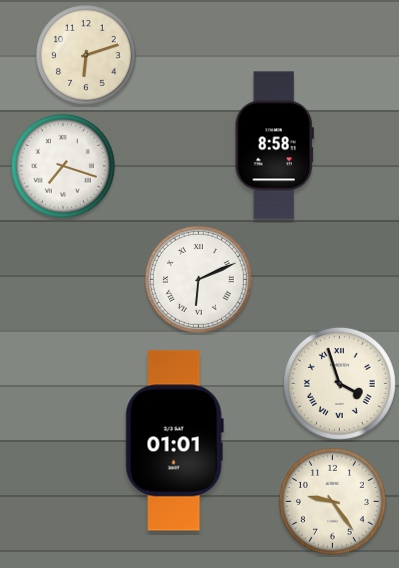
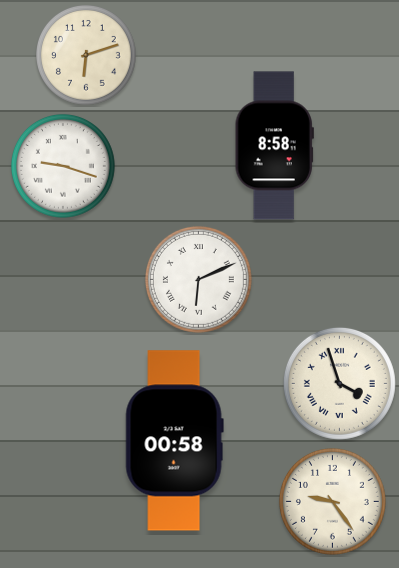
clock at (63, 166): 7:18 -> 9:18
clock at (174, 441): 01:01 -> 00:58
